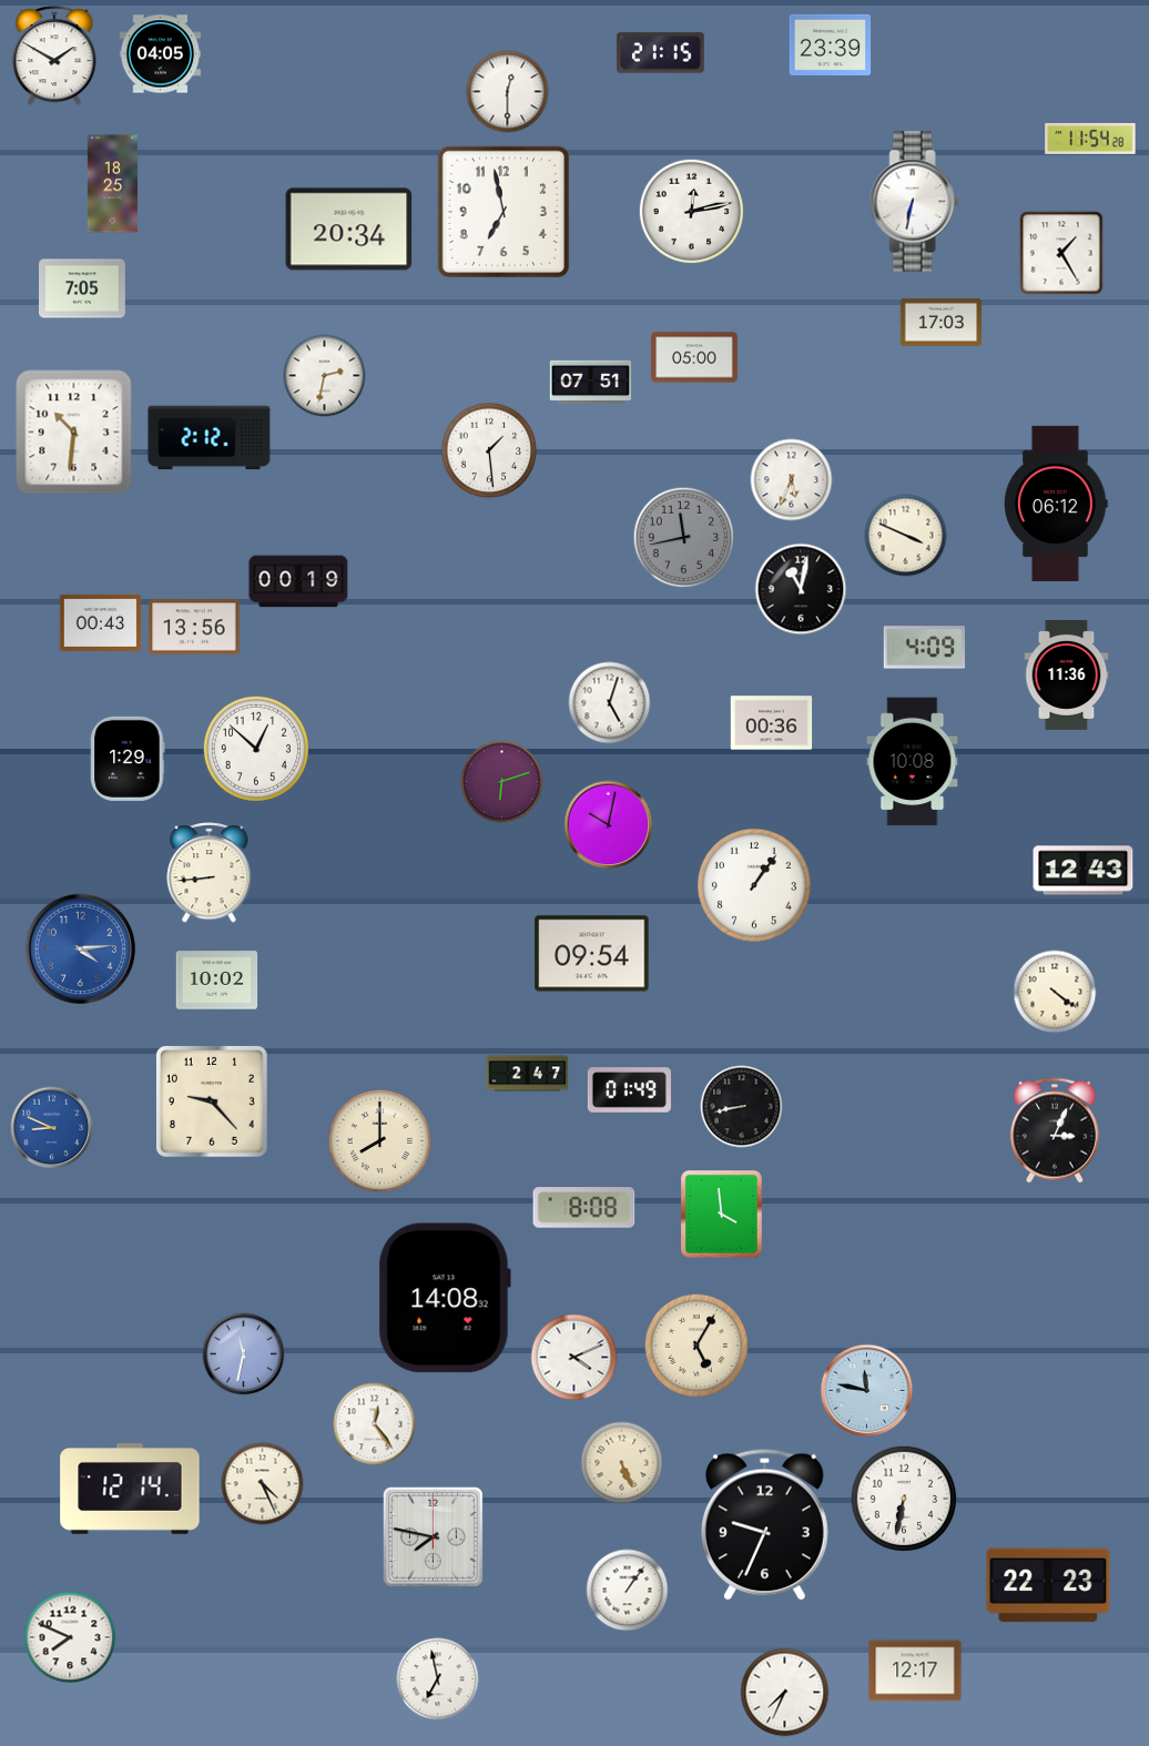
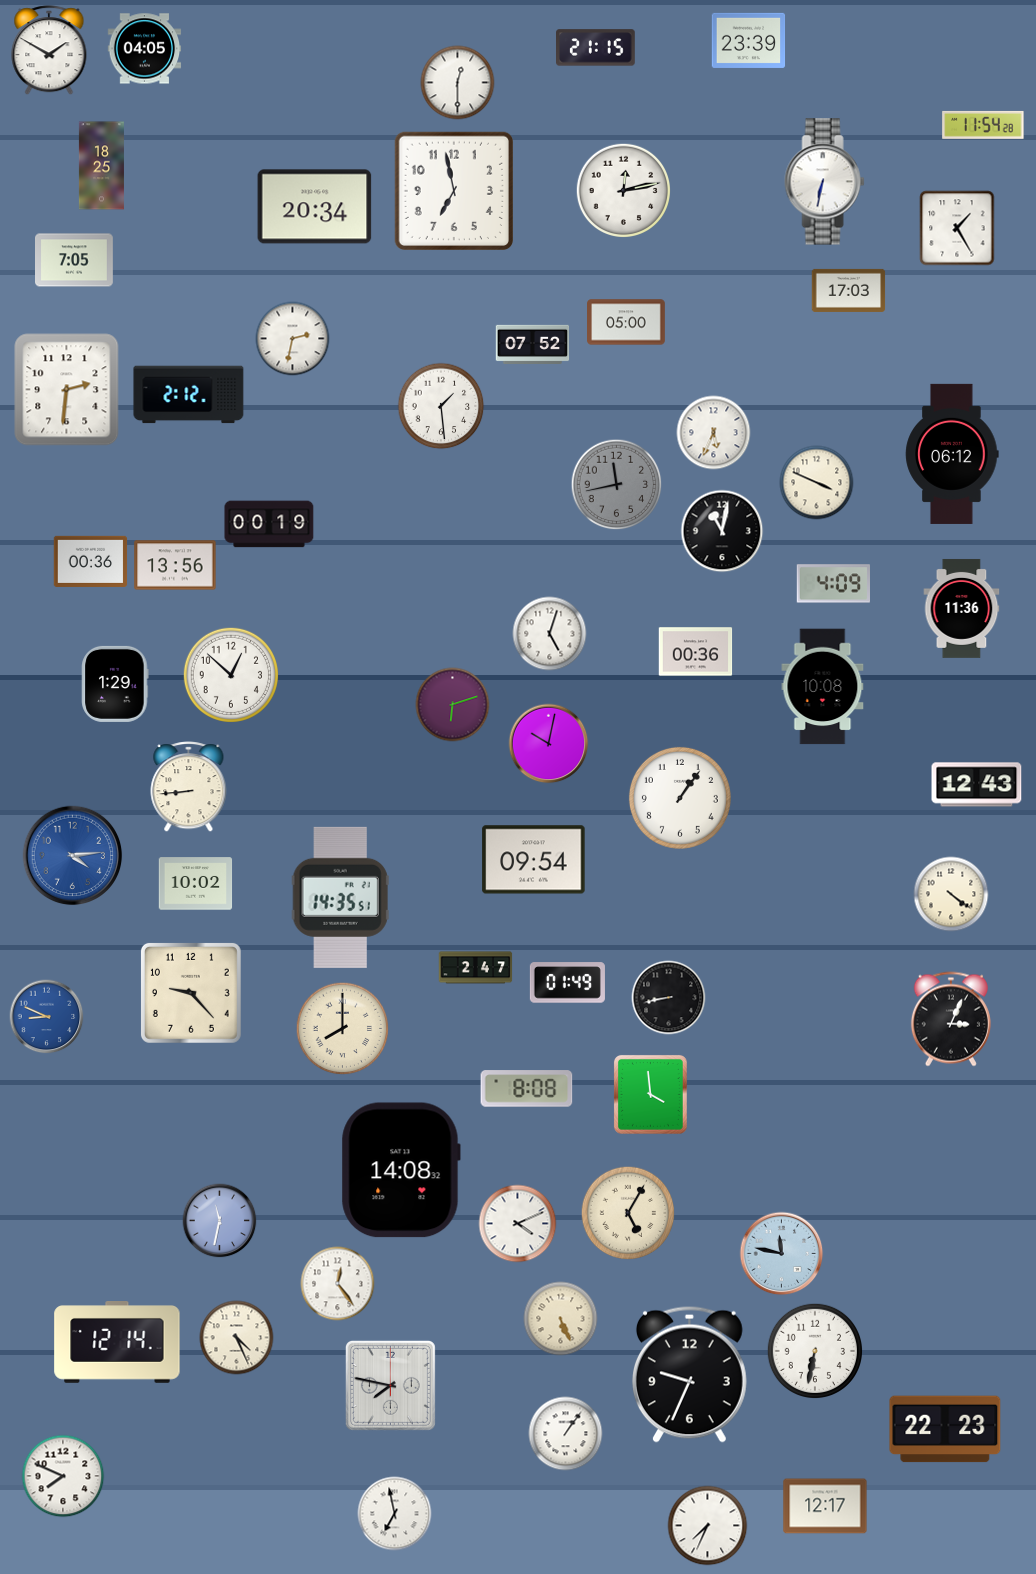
clock at (591, 382): 07:51 -> 07:52
clock at (74, 433): 10:31 -> 2:31
clock at (101, 622): 00:43 -> 00:36
clock at (340, 897): none -> 14:35
